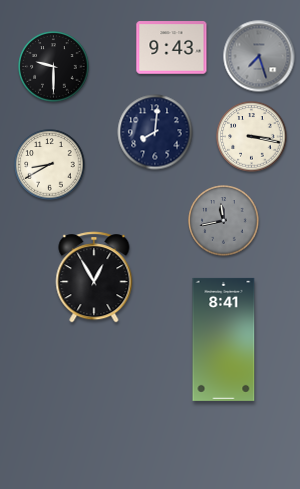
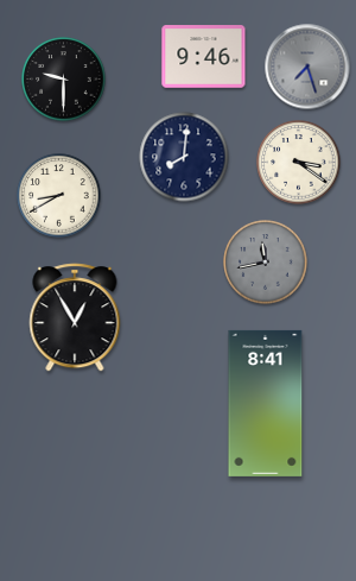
clock at (172, 48): 9:43 -> 9:46
clock at (252, 137): 3:17 -> 3:21
clock at (94, 277) position: (94, 277) -> (75, 317)
